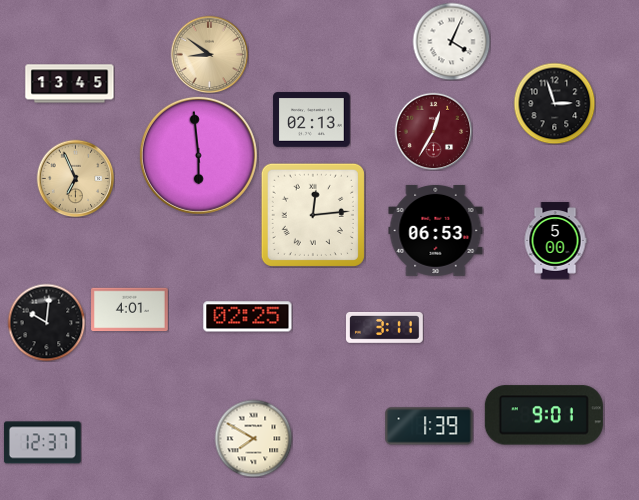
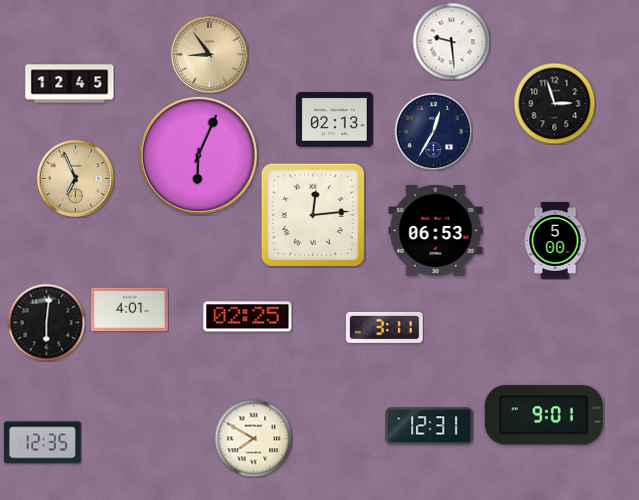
clock at (451, 41): 4:04 -> 9:29
clock at (209, 54): 8:51 -> 8:54
clock at (70, 84): 13:45 -> 12:45
clock at (312, 120) position: (312, 120) -> (335, 120)
clock at (433, 131) dial: burgundy -> navy
clock at (198, 155): 5:59 -> 6:04
clock at (46, 322): 10:01 -> 6:01
clock at (429, 426): 1:39 -> 12:31
clock at (42, 443): 12:37 -> 12:35
